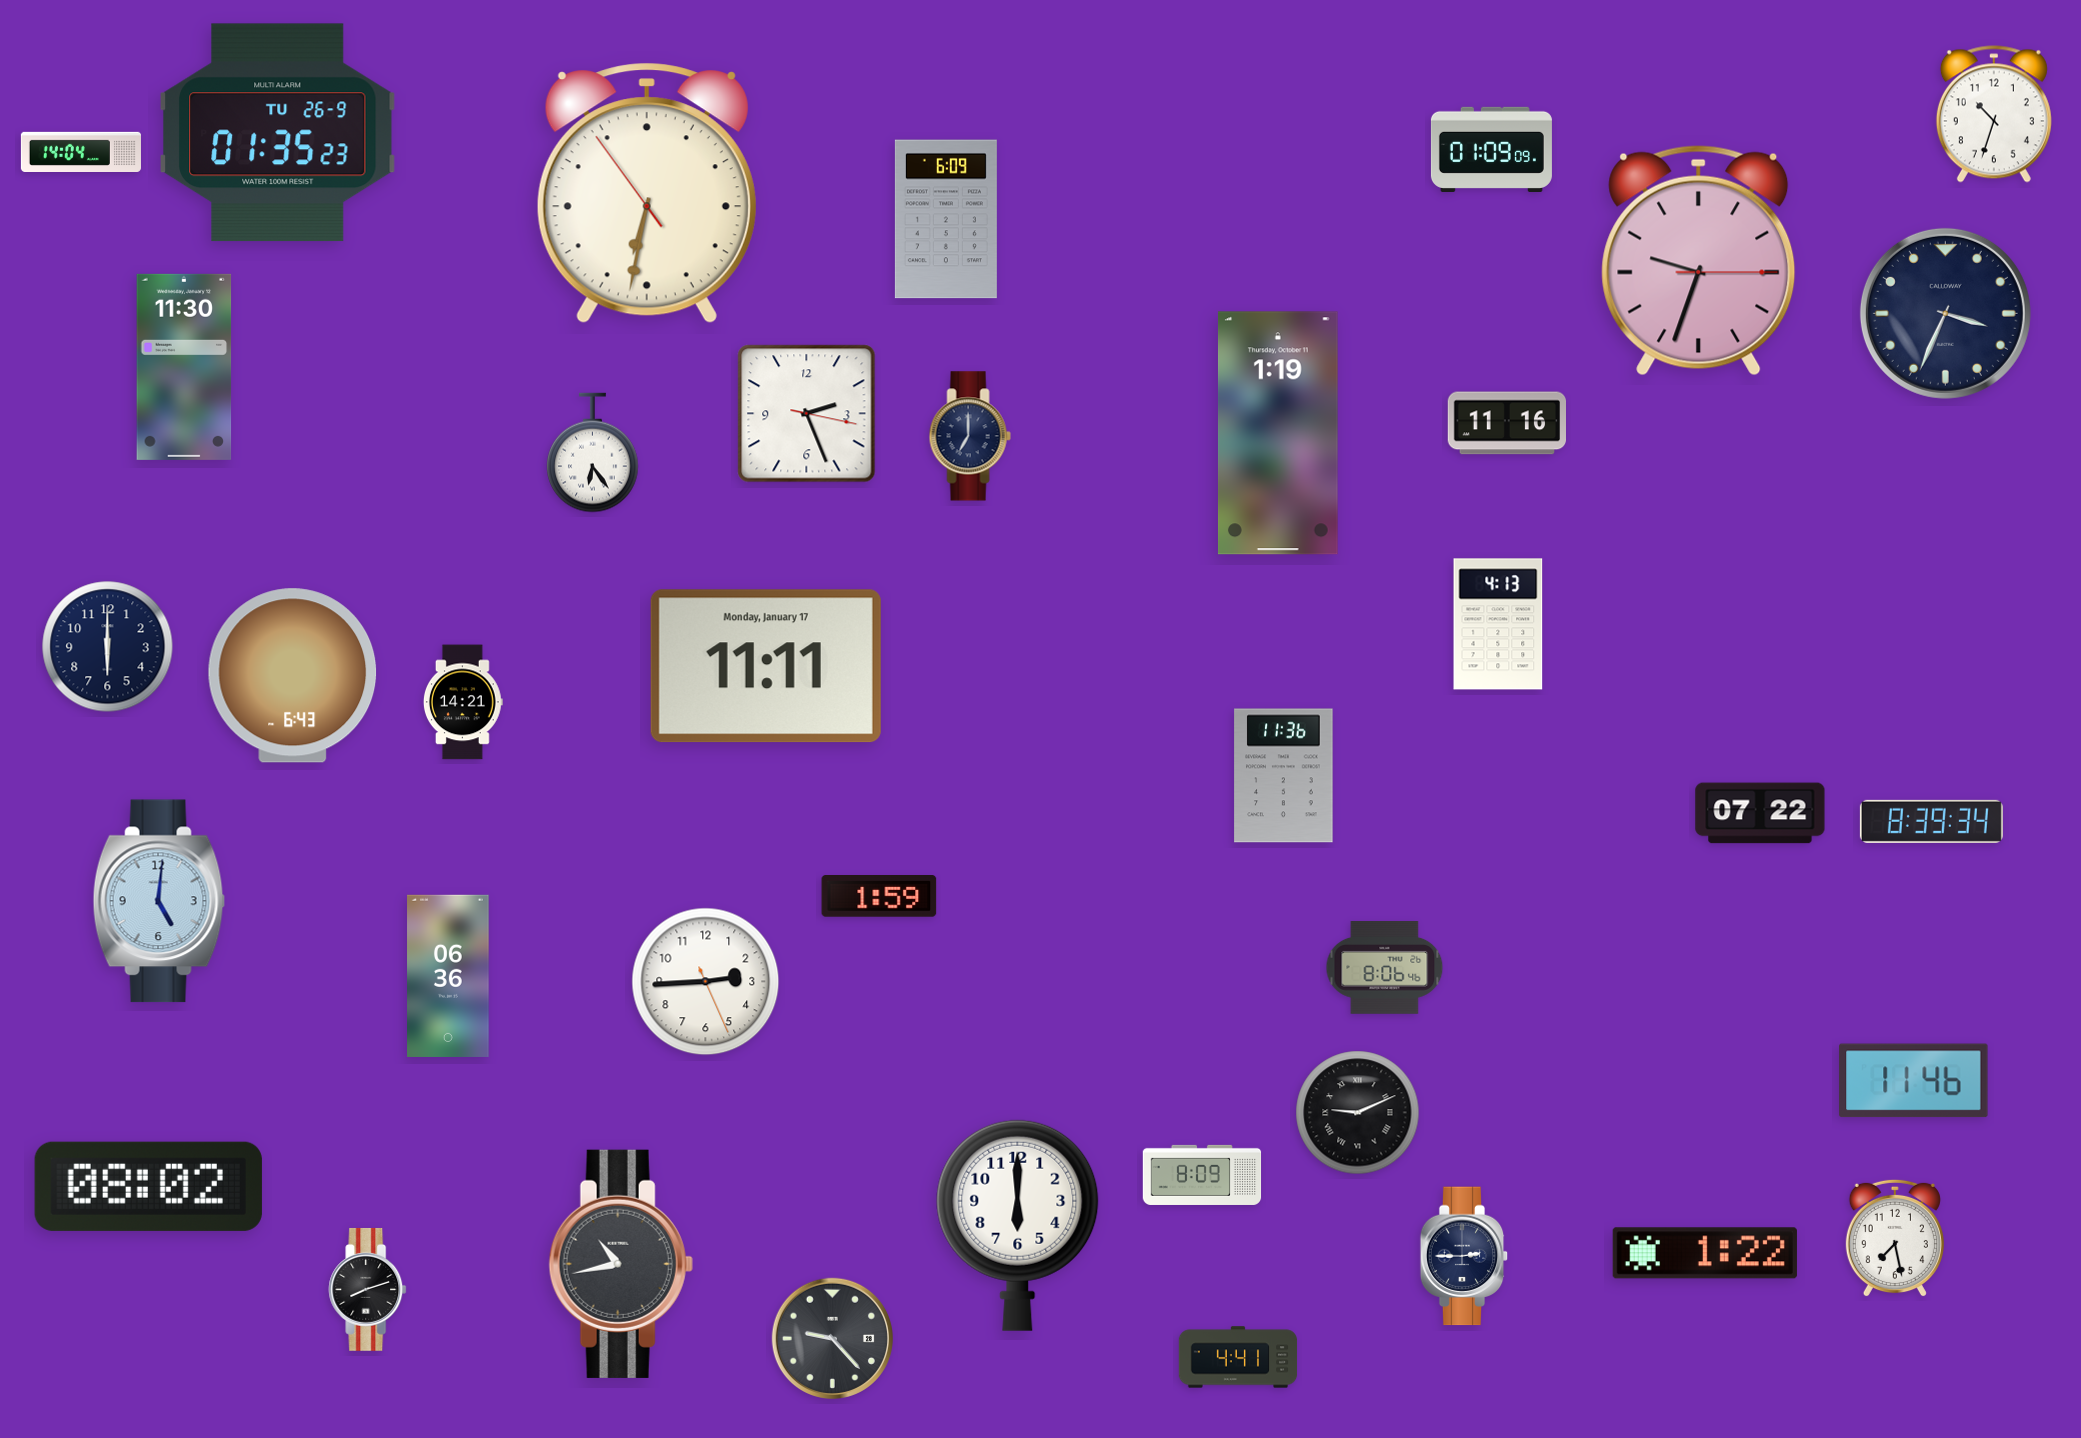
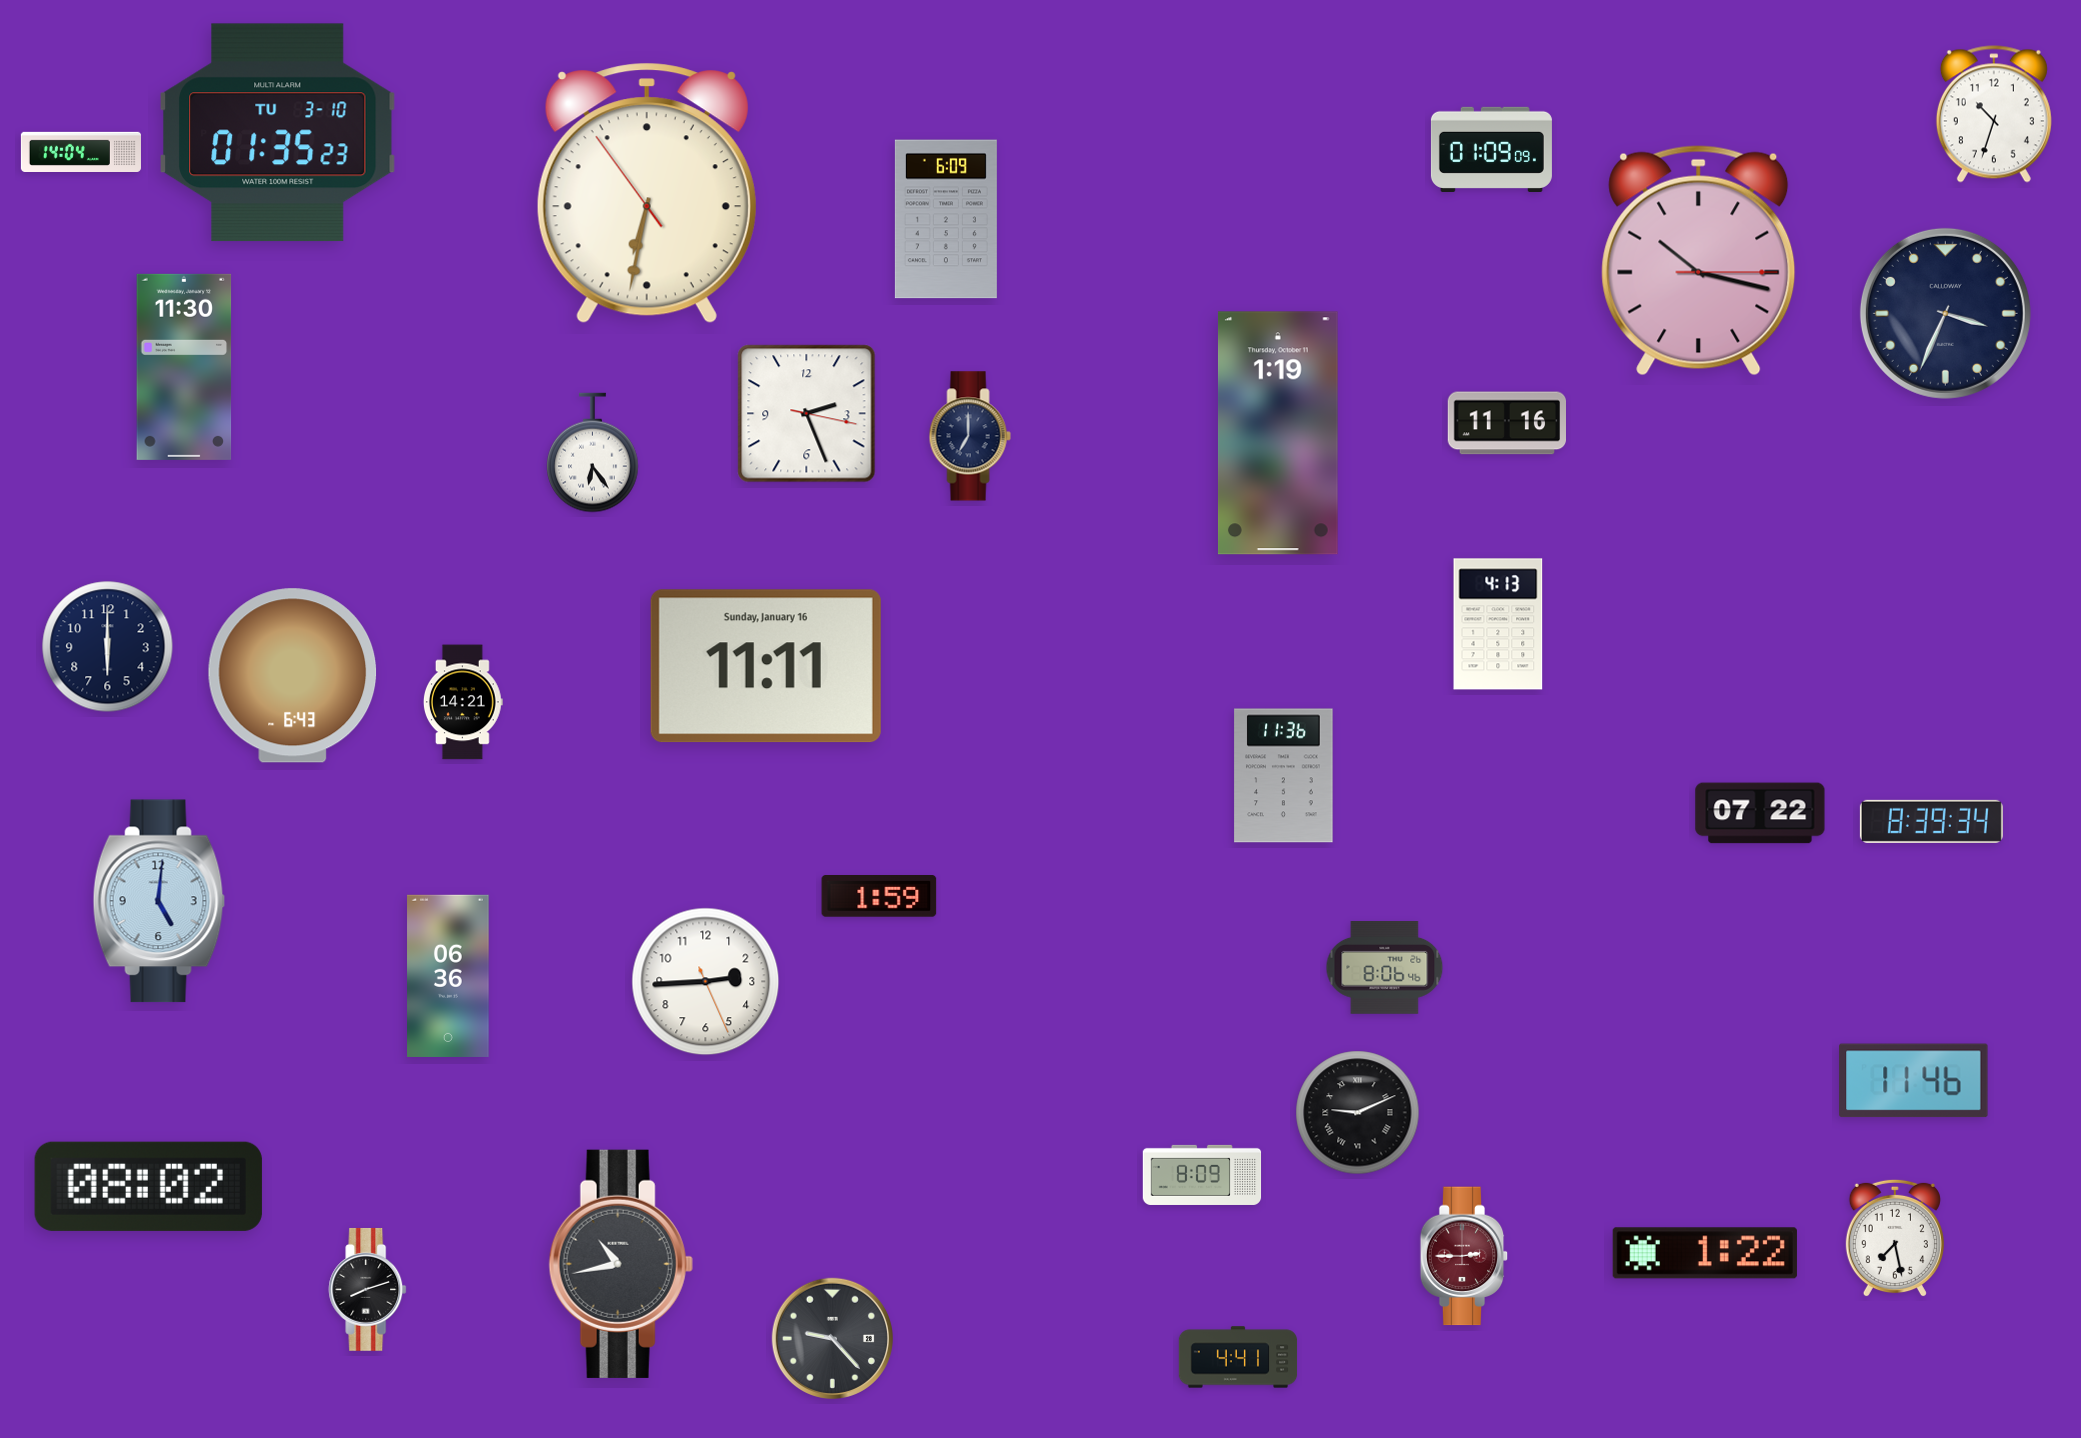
clock at (277, 133) date: TU 26-9 -> TU 3-10
clock at (1699, 261): 9:33 -> 10:17
clock at (766, 666) date: Monday, January 17 -> Sunday, January 16
clock at (1018, 1225): 6:00 -> none
clock at (1464, 1256) dial: navy -> burgundy
